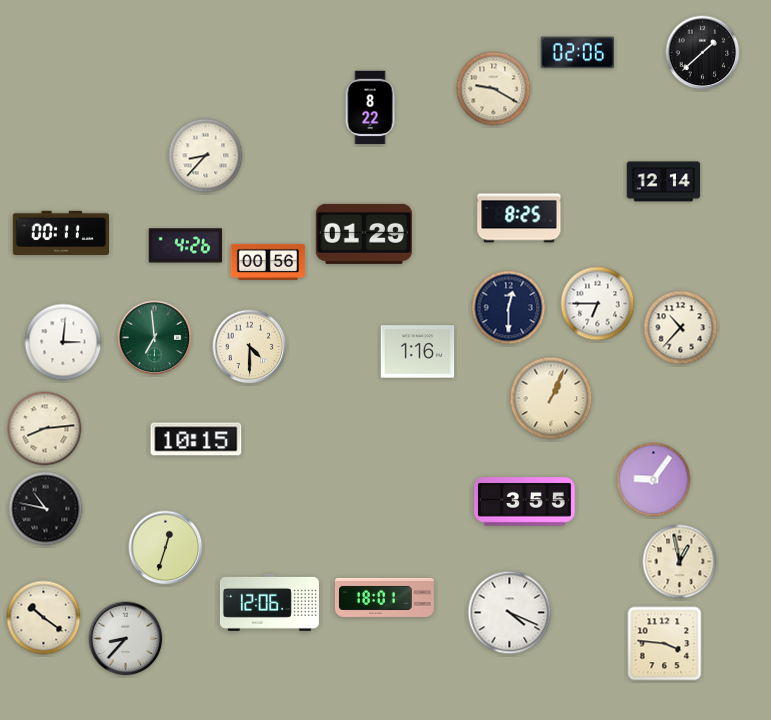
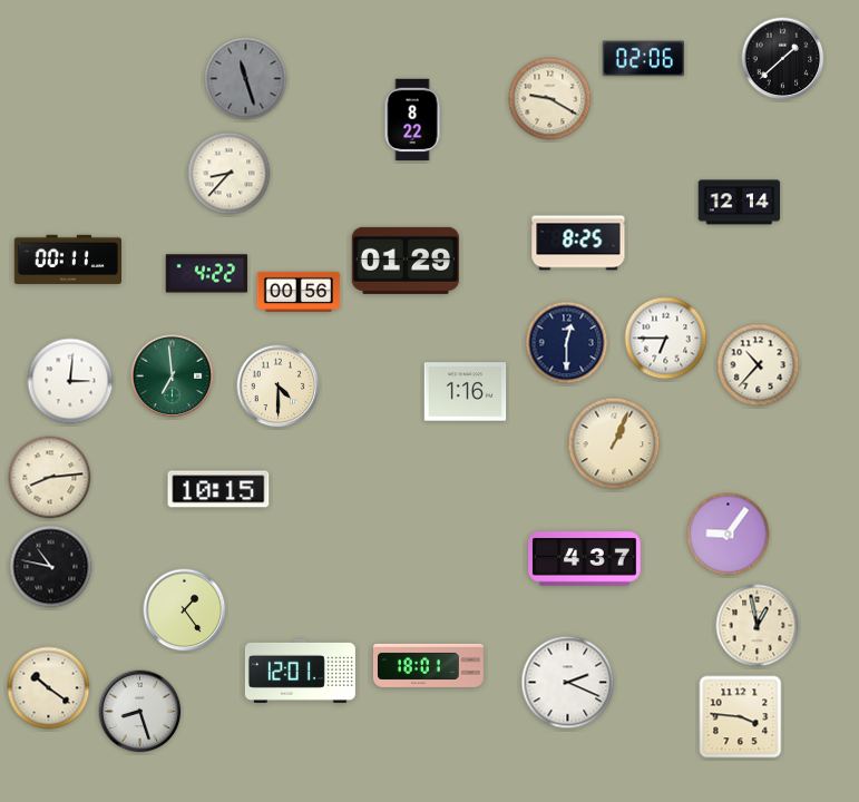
clock at (246, 79): none -> 11:27
clock at (186, 246): 4:26 -> 4:22
clock at (525, 502): 3:55 -> 4:37
clock at (166, 548): 12:33 -> 1:24
clock at (269, 602): 12:06 -> 12:01
clock at (510, 613): 4:19 -> 2:19
clock at (126, 639): 8:37 -> 8:27
